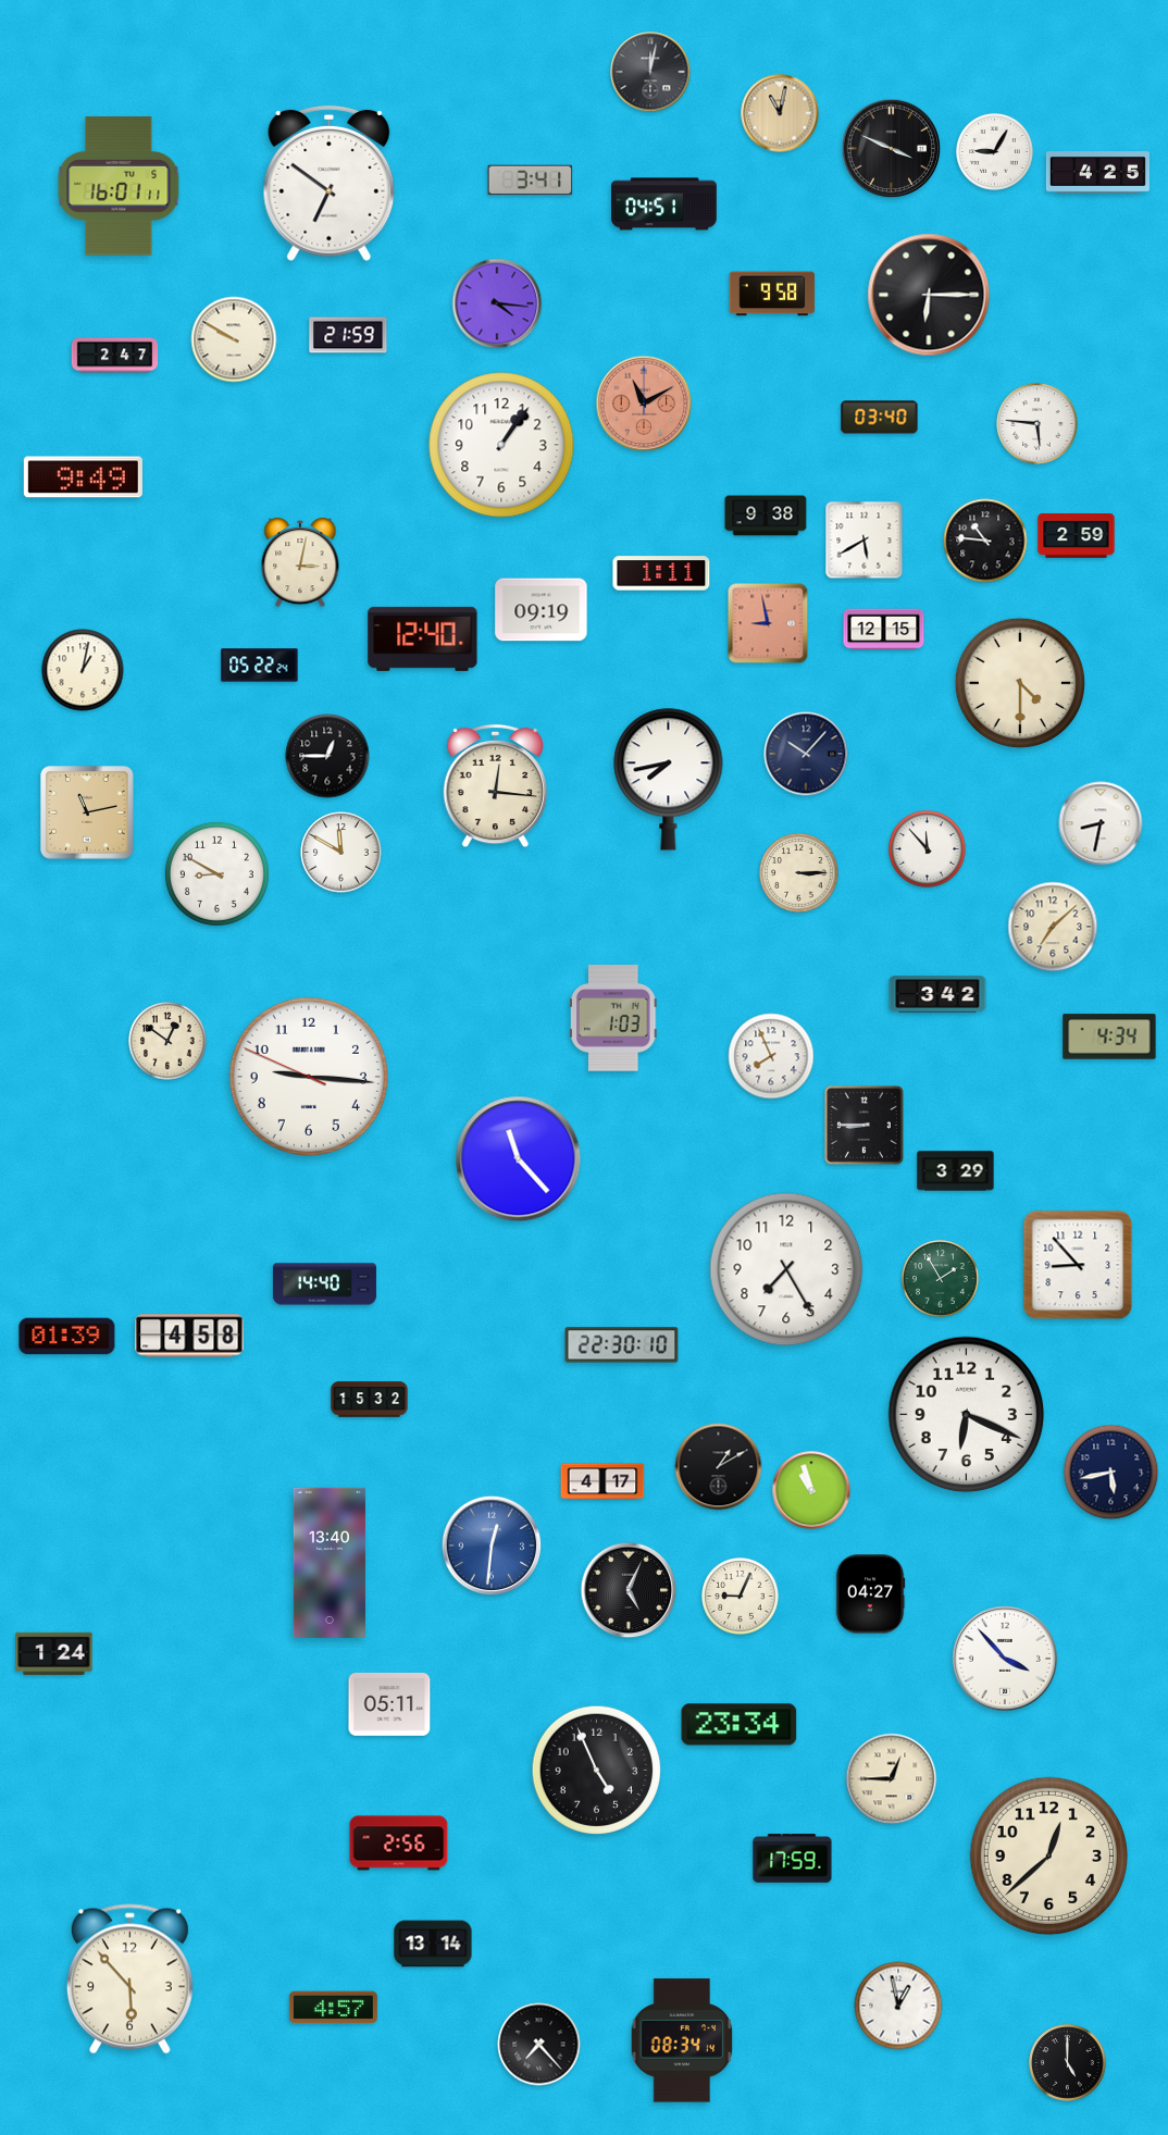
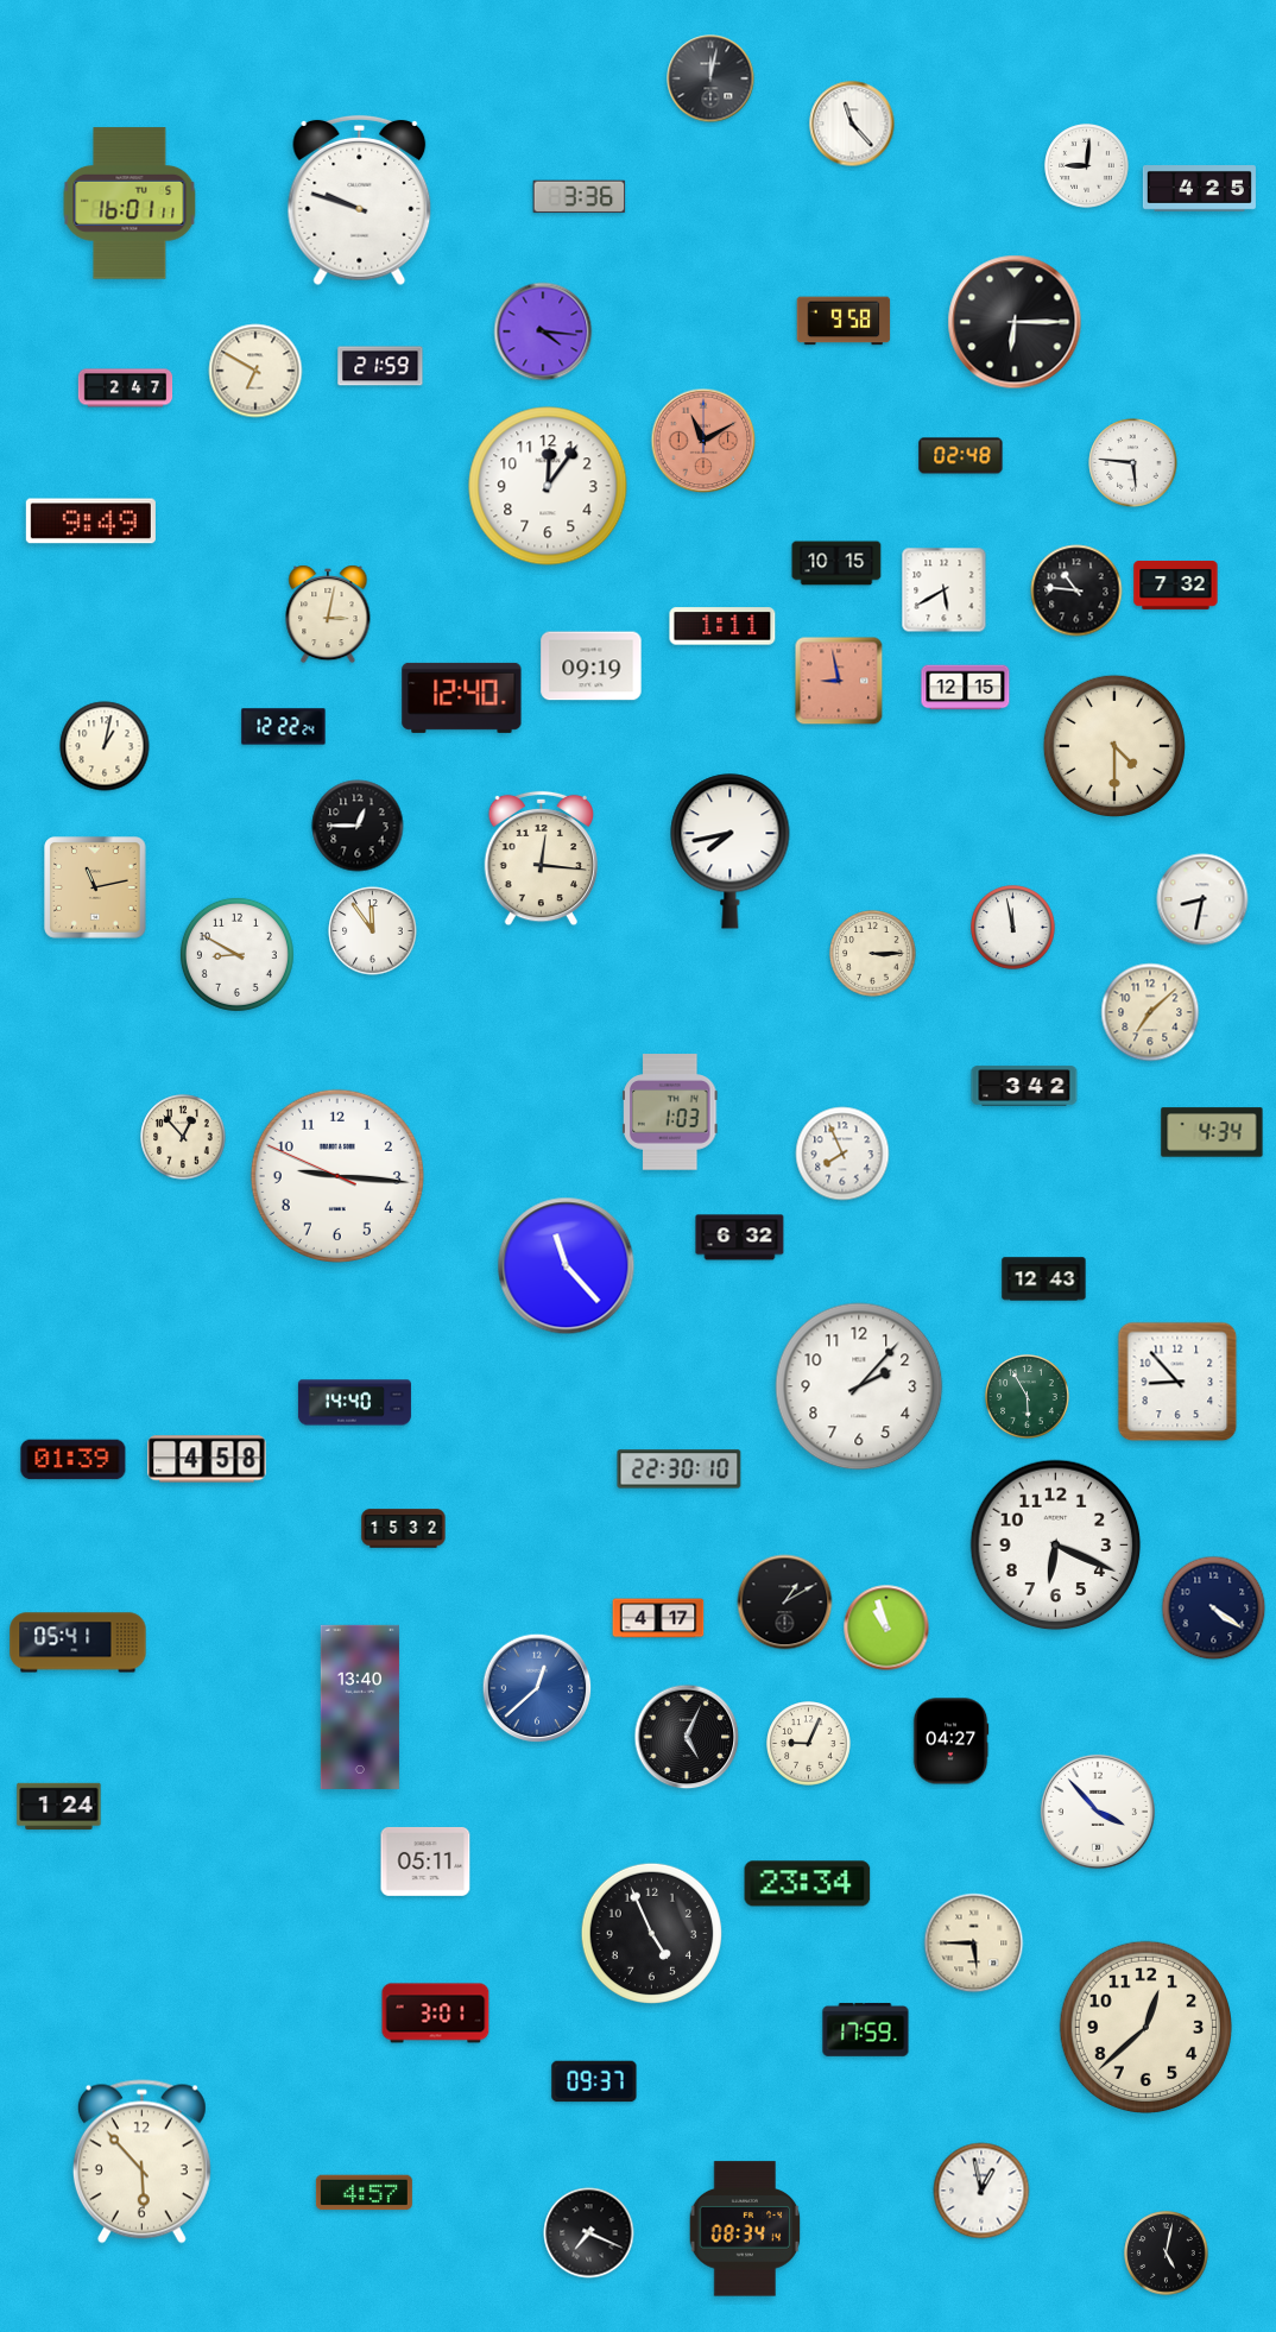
clock at (780, 113): 11:02 -> 11:23
clock at (780, 113) dial: champagne -> white
clock at (892, 149): 3:49 -> none
clock at (995, 152): 9:05 -> 9:01
clock at (531, 181): 3:41 -> 3:36
clock at (330, 184): 6:51 -> 9:48
clock at (664, 204): 04:51 -> none
clock at (234, 339): 9:50 -> 6:50
clock at (880, 418): 03:40 -> 02:48
clock at (501, 445): 1:06 -> 12:06
clock at (766, 516): 9:38 -> 10:15
clock at (1077, 536): 2:59 -> 7:32
clock at (260, 666): 05:22 -> 12:22
clock at (83, 670) position: (83, 670) -> (105, 746)
clock at (806, 754): 10:07 -> none
clock at (928, 849): 11:53 -> 11:58
clock at (341, 853): 11:50 -> 11:54
clock at (167, 1041): 12:51 -> 12:53
clock at (865, 1126): 8:45 -> none
clock at (740, 1238): none -> 6:32
clock at (956, 1171): 3:29 -> 12:43
clock at (786, 1269): 7:25 -> 2:07
clock at (941, 1279): 1:55 -> 5:55
clock at (1111, 1473): 5:43 -> 4:21
clock at (78, 1643): none -> 05:41
clock at (492, 1546): 12:31 -> 12:38
clock at (892, 1779): 12:45 -> 5:45
clock at (399, 1844): 2:56 -> 3:01
clock at (594, 2081): none -> 09:37
clock at (433, 1944): 13:14 -> none
clock at (539, 2045): 7:23 -> 7:19
clock at (1068, 2063): 5:00 -> 5:02
